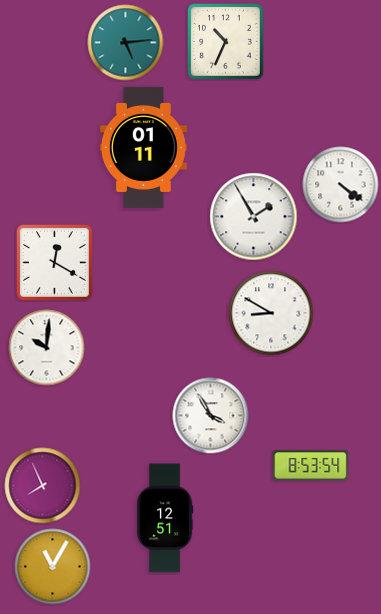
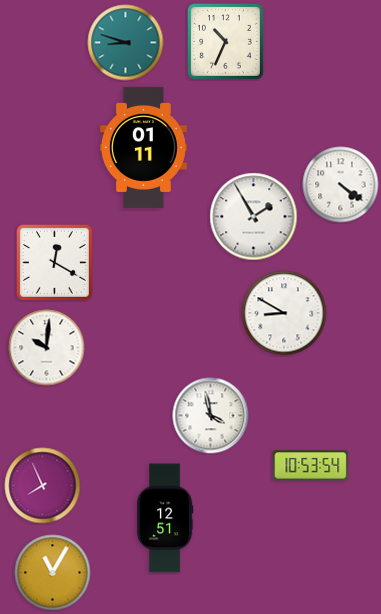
clock at (126, 43): 5:14 -> 8:48
clock at (271, 313) position: (271, 313) -> (284, 313)
clock at (211, 416): 3:55 -> 3:58
clock at (311, 466): 8:53 -> 10:53
clock at (53, 567) position: (53, 567) -> (53, 573)
